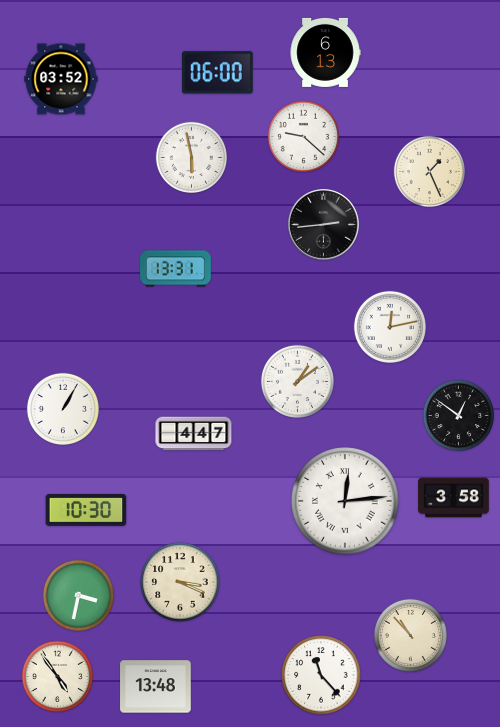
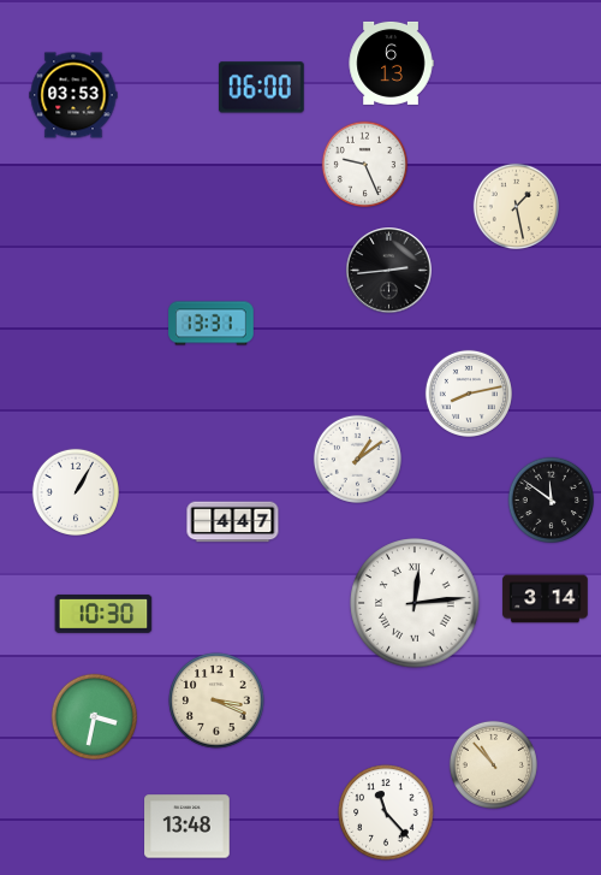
clock at (61, 79): 03:52 -> 03:53
clock at (303, 136): 9:22 -> 9:26
clock at (191, 157): 5:58 -> none
clock at (429, 171): 1:26 -> 1:28
clock at (390, 327): 12:13 -> 8:13
clock at (458, 415): 12:51 -> 11:51
clock at (454, 498): 3:58 -> 3:14
clock at (57, 676): 4:54 -> none
